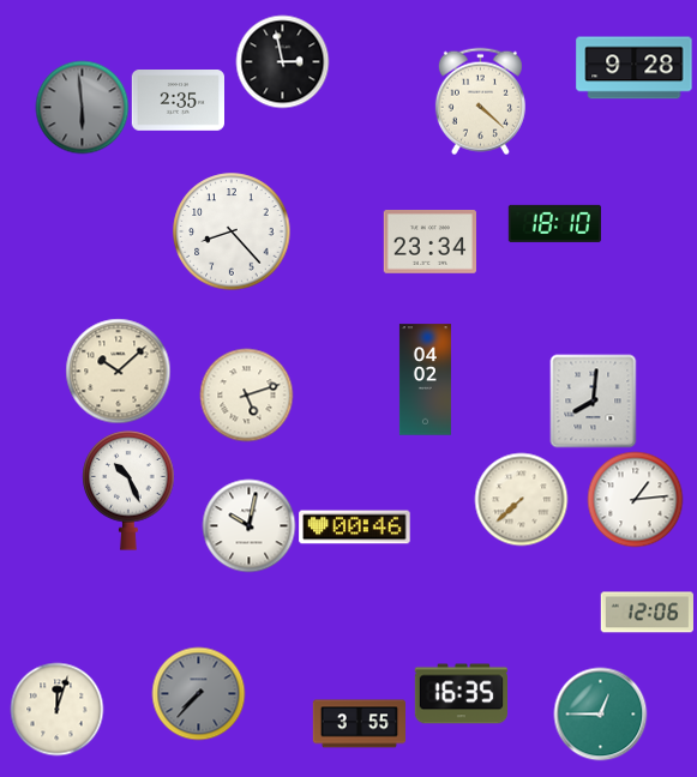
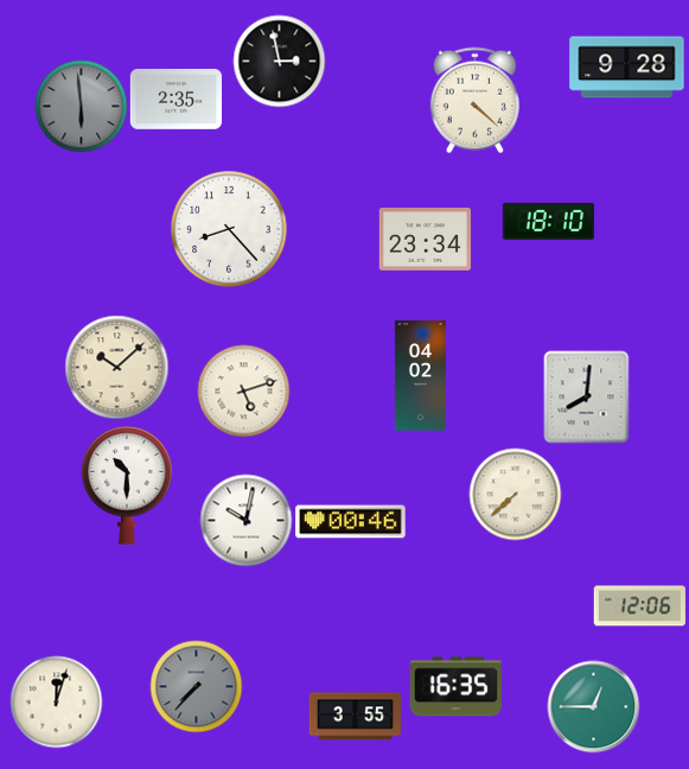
clock at (128, 492): 10:26 -> 10:30
clock at (635, 499): 1:14 -> none
